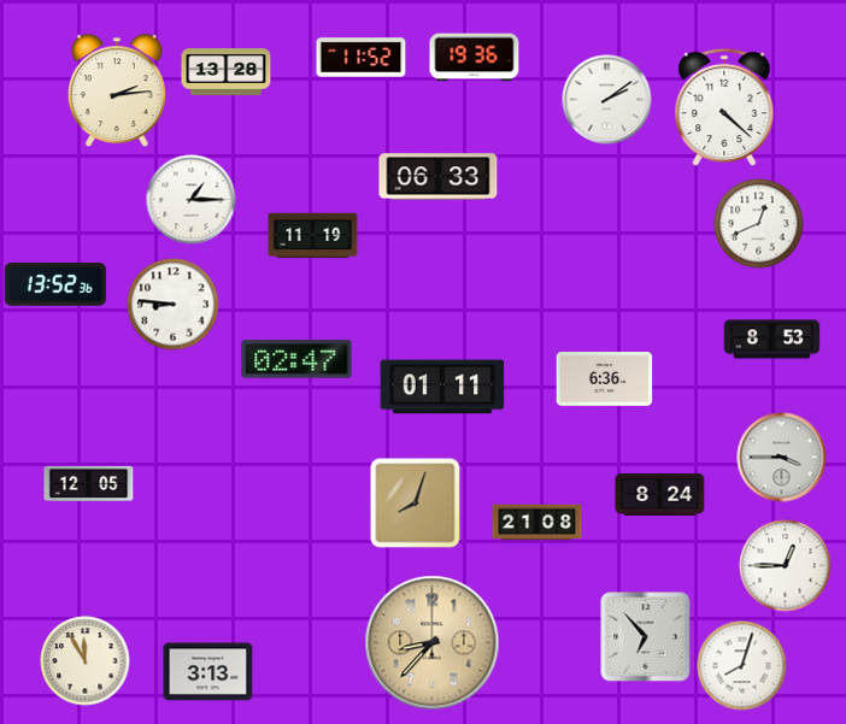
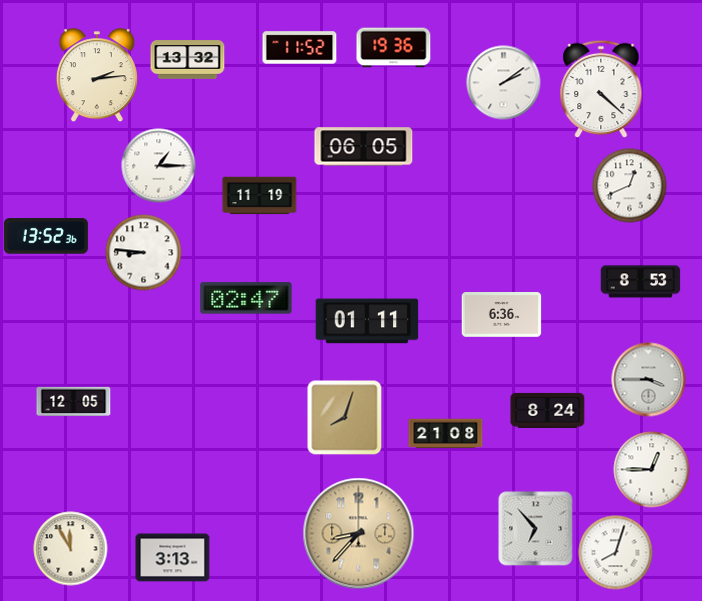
clock at (227, 72): 13:28 -> 13:32
clock at (439, 177): 06:33 -> 06:05
